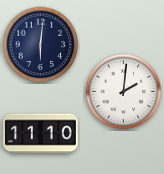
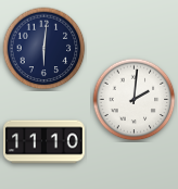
clock at (41, 134) position: (41, 134) -> (44, 142)
